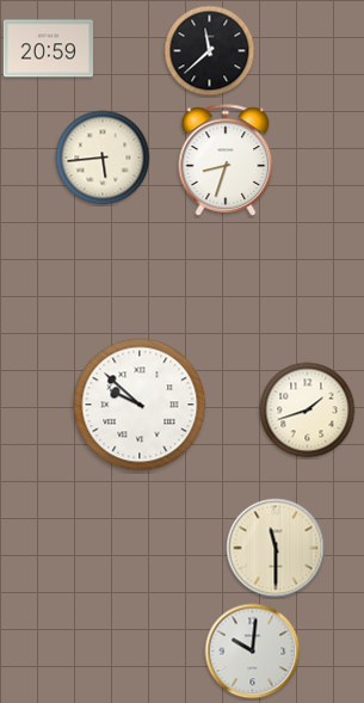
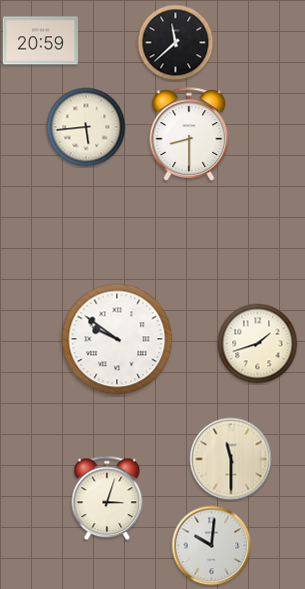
clock at (103, 158) position: (103, 158) -> (86, 127)
clock at (226, 160): 8:33 -> 8:30
clock at (140, 405): 9:52 -> 9:51
clock at (107, 498): none -> 3:03
